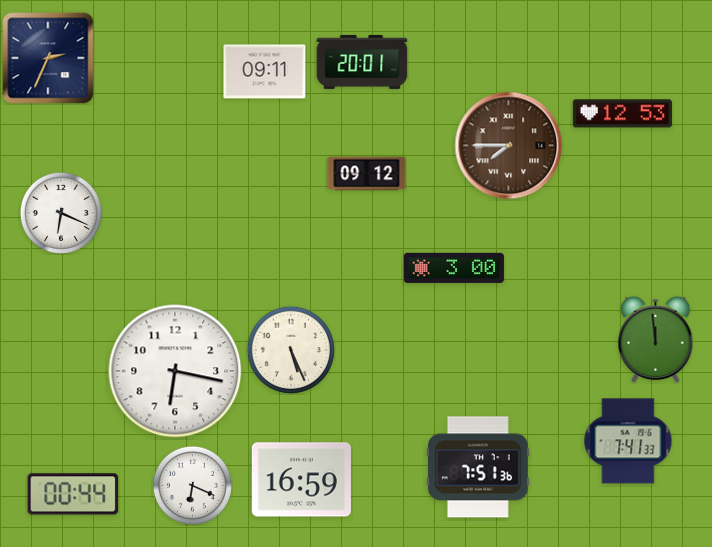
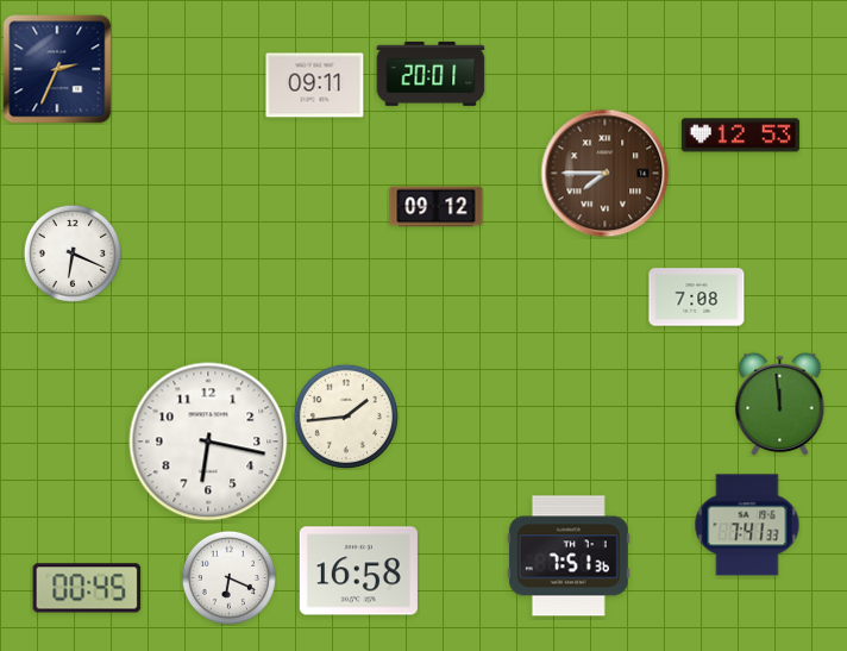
clock at (697, 298): none -> 7:08
clock at (454, 268): 3:00 -> none
clock at (291, 350): 5:26 -> 1:44
clock at (301, 480): 16:59 -> 16:58
clock at (73, 494): 00:44 -> 00:45
